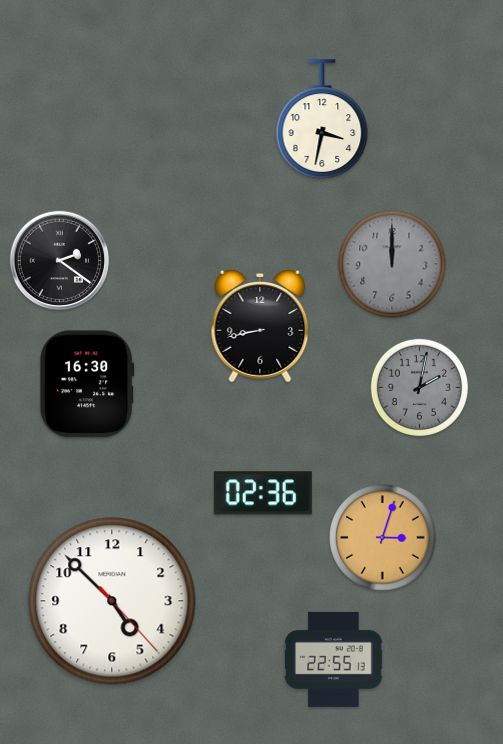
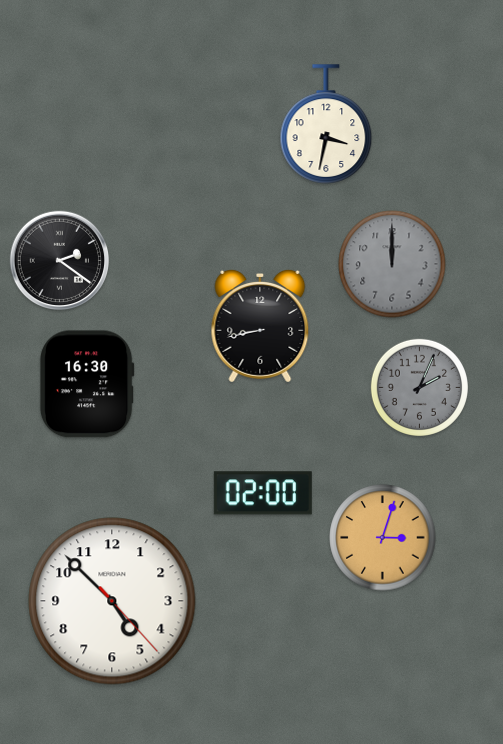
clock at (322, 119) position: (322, 119) -> (326, 124)
clock at (419, 387): 2:02 -> 2:04
clock at (263, 493): 02:36 -> 02:00
clock at (334, 659): 22:55 -> none
